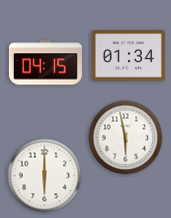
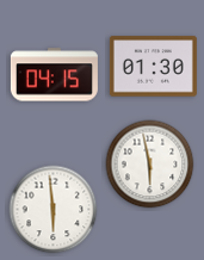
clock at (128, 56): 01:34 -> 01:30
clock at (45, 176): 6:00 -> 5:59
